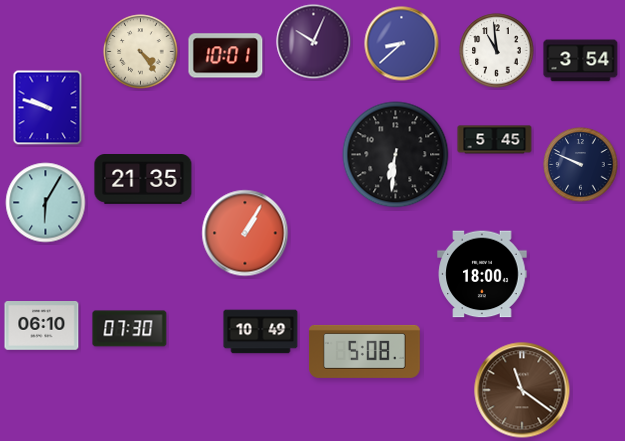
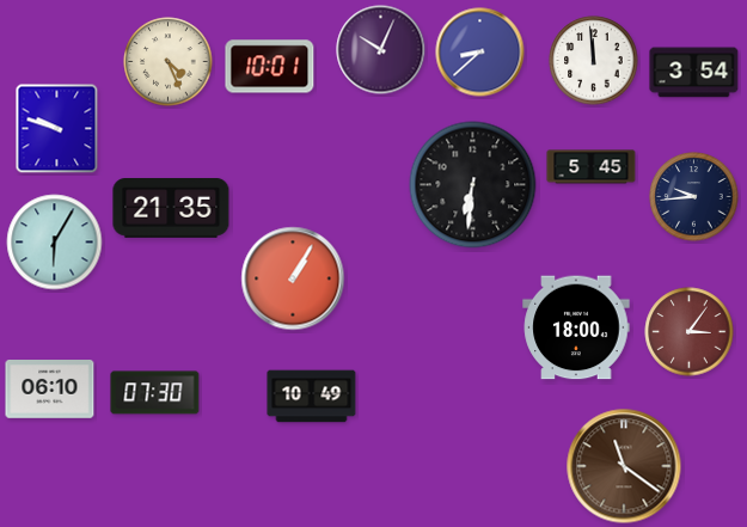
clock at (314, 42) position: (314, 42) -> (381, 50)
clock at (497, 51): 10:59 -> 11:59
clock at (141, 52): 4:24 -> 4:26
clock at (581, 165): 9:49 -> 9:44
clock at (143, 180) position: (143, 180) -> (171, 209)
clock at (690, 332): none -> 3:06
clock at (364, 351): 5:08 -> none
